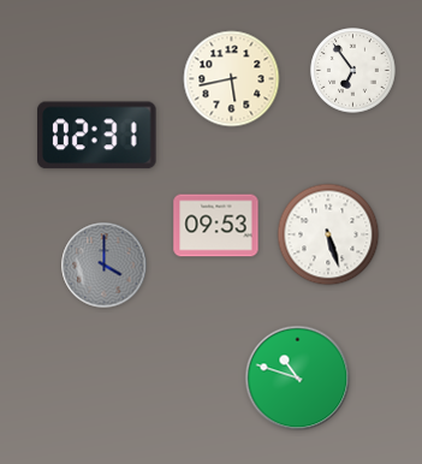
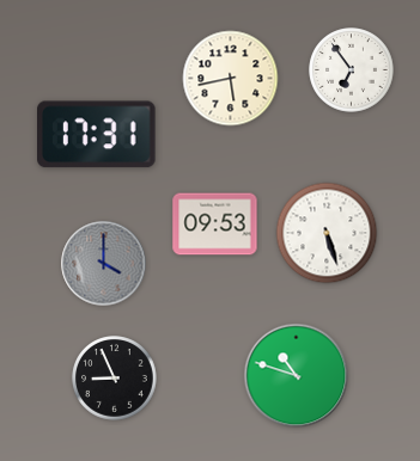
clock at (97, 136): 02:31 -> 17:31
clock at (115, 379): none -> 8:56
